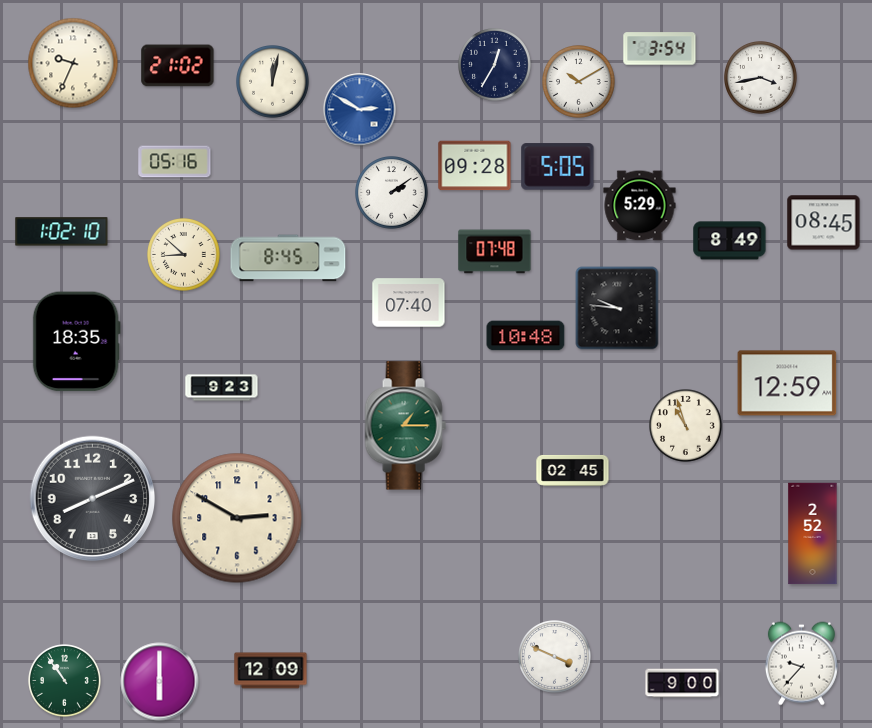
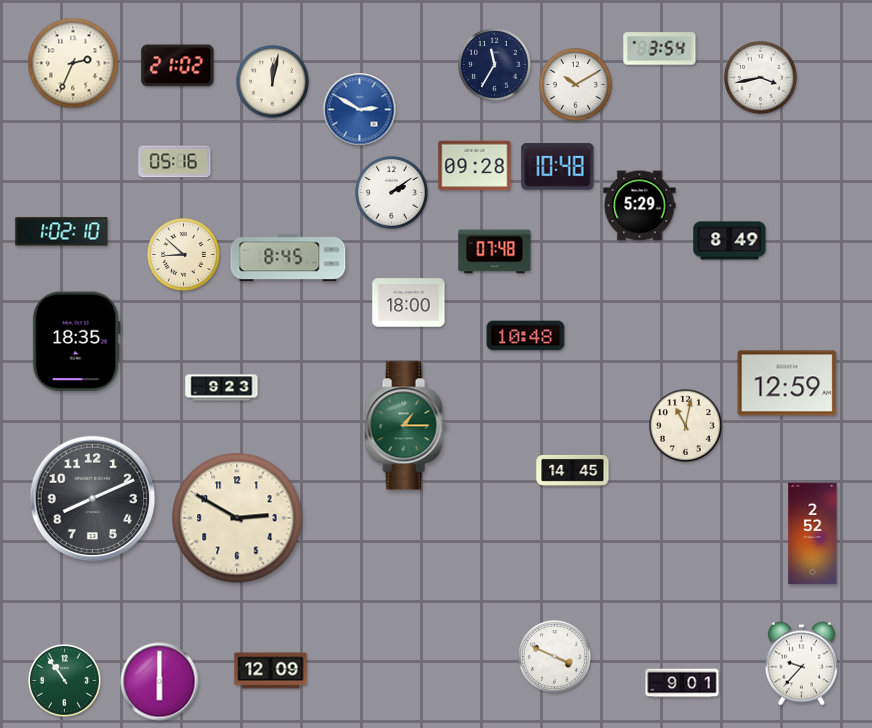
clock at (73, 63): 9:34 -> 2:34
clock at (495, 65): 12:35 -> 11:35
clock at (579, 82) position: (579, 82) -> (576, 85)
clock at (558, 167): 5:05 -> 10:48
clock at (824, 223): 08:45 -> none
clock at (409, 303): 07:40 -> 18:00
clock at (617, 308): 9:46 -> none
clock at (686, 426): 10:57 -> 11:02
clock at (573, 470): 02:45 -> 14:45
clock at (682, 683): 9:00 -> 9:01
